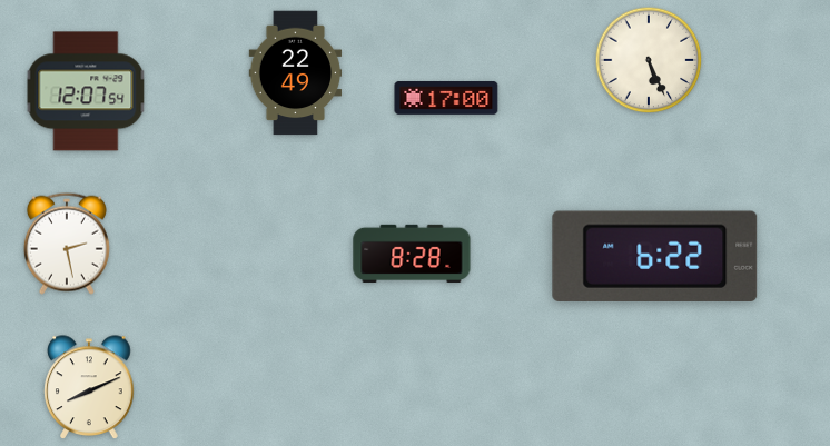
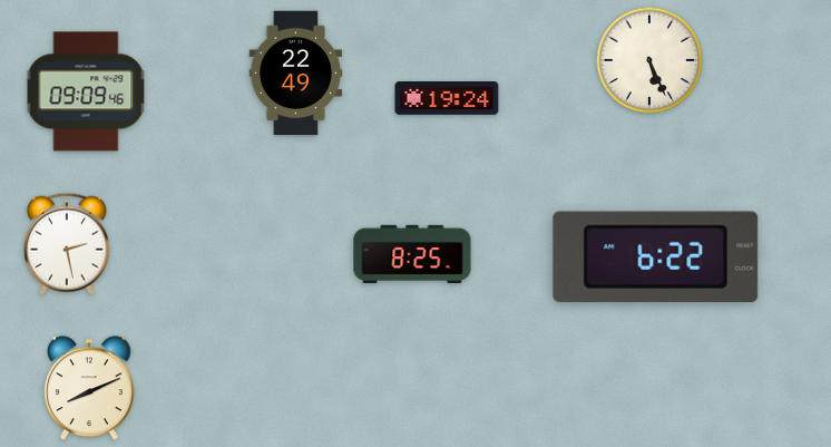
clock at (86, 91): 12:07 -> 09:09
clock at (446, 99): 17:00 -> 19:24
clock at (412, 254): 8:28 -> 8:25
